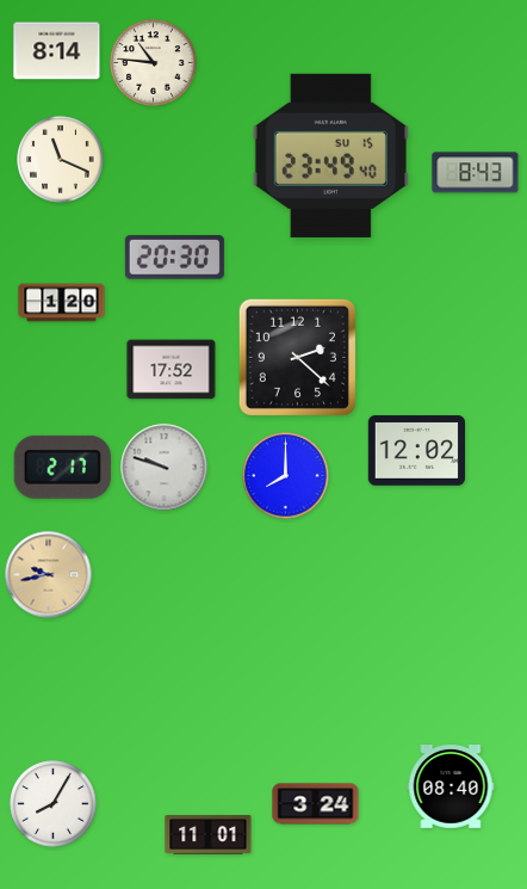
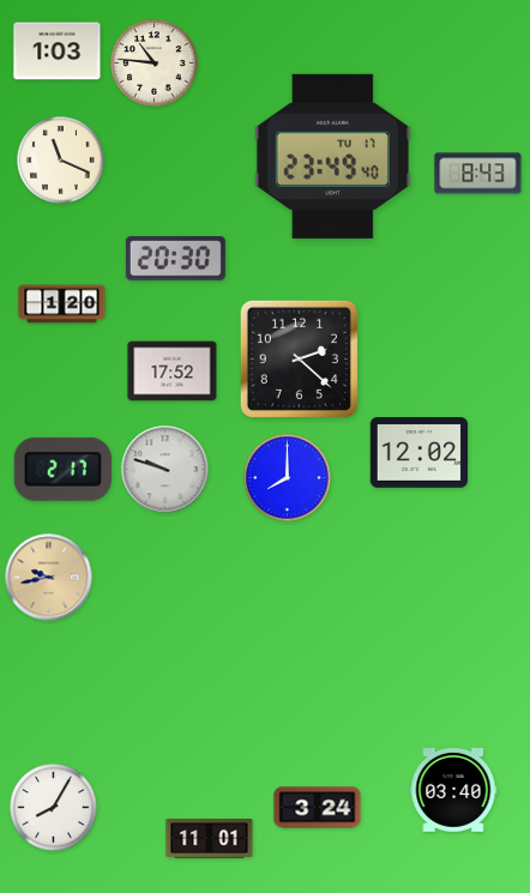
clock at (57, 51): 8:14 -> 1:03
clock at (330, 155) date: SU 15 -> TU 17
clock at (451, 788): 08:40 -> 03:40
